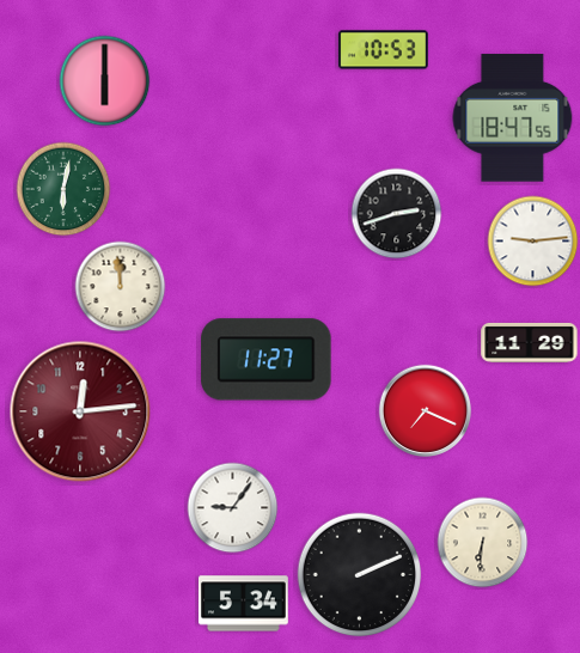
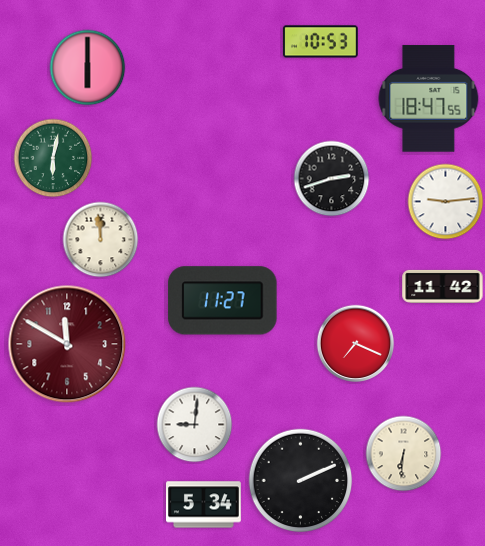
clock at (530, 342): 11:29 -> 11:42
clock at (80, 411): 12:14 -> 11:50
clock at (233, 508): 9:06 -> 9:01
